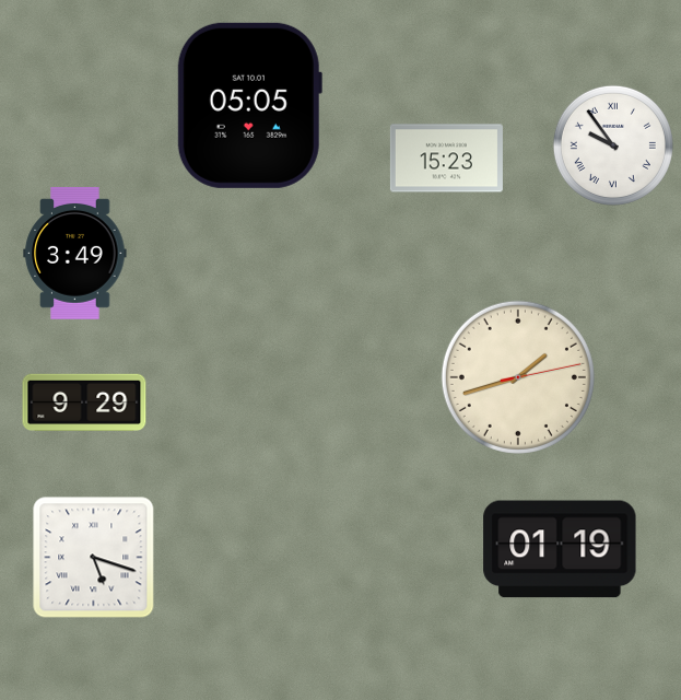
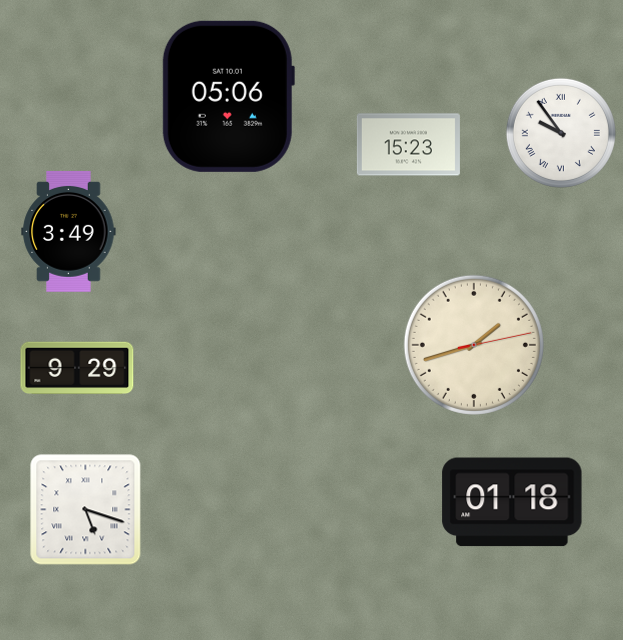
clock at (249, 105): 05:05 -> 05:06
clock at (560, 549): 01:19 -> 01:18
